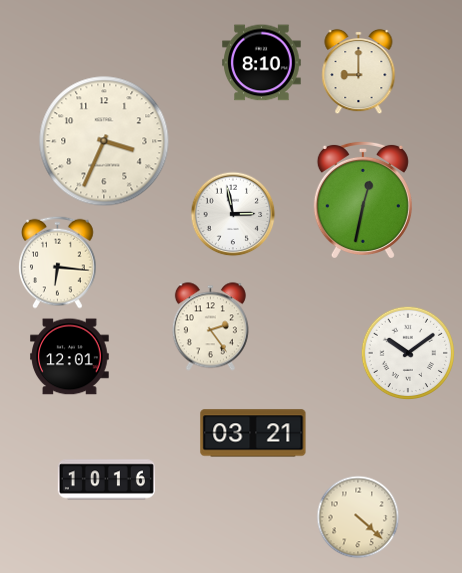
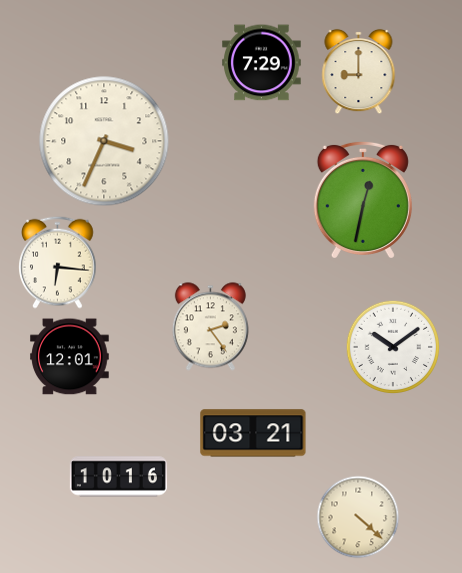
clock at (262, 63): 8:10 -> 7:29
clock at (233, 214): 2:58 -> none
clock at (408, 353) position: (408, 353) -> (393, 347)
clock at (106, 480) position: (106, 480) -> (118, 477)
